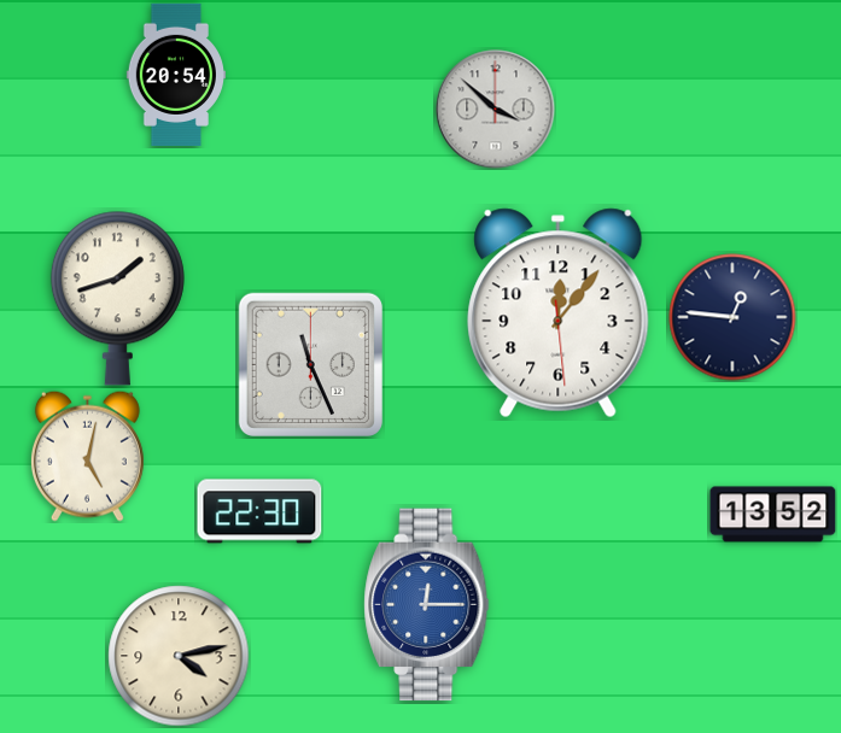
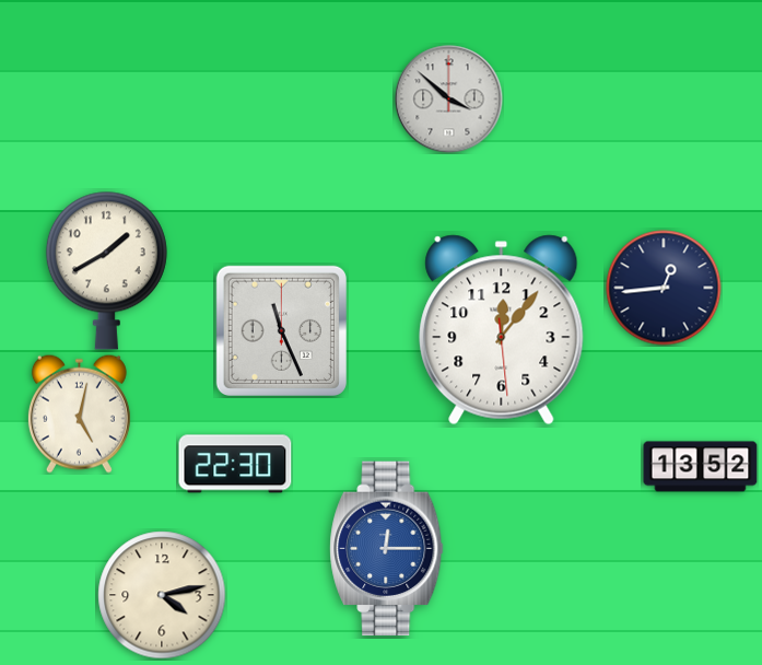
clock at (175, 75): 20:54 -> none
clock at (117, 298): 1:42 -> 1:40
clock at (559, 313) position: (559, 313) -> (502, 330)
clock at (732, 317): 12:46 -> 12:44
